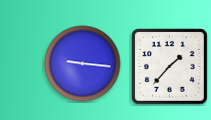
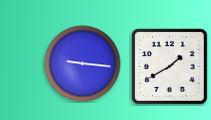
clock at (170, 67): 1:37 -> 1:40
